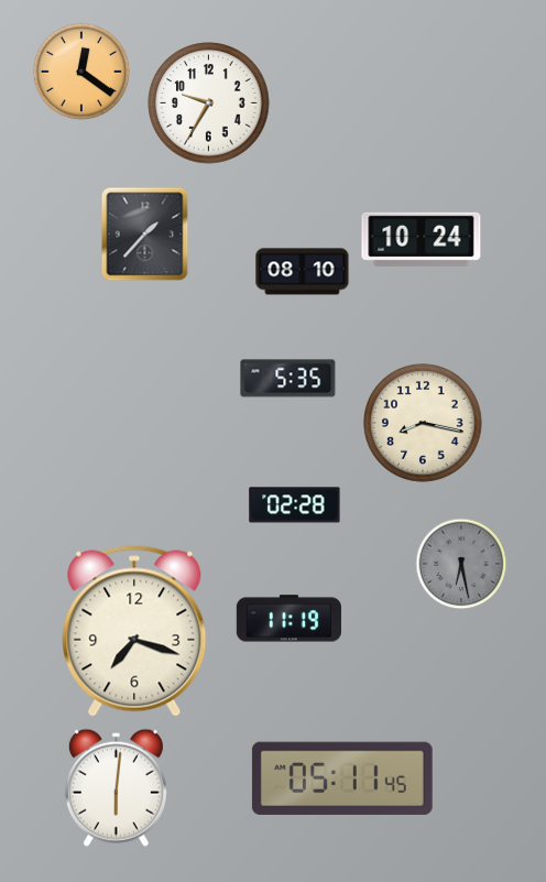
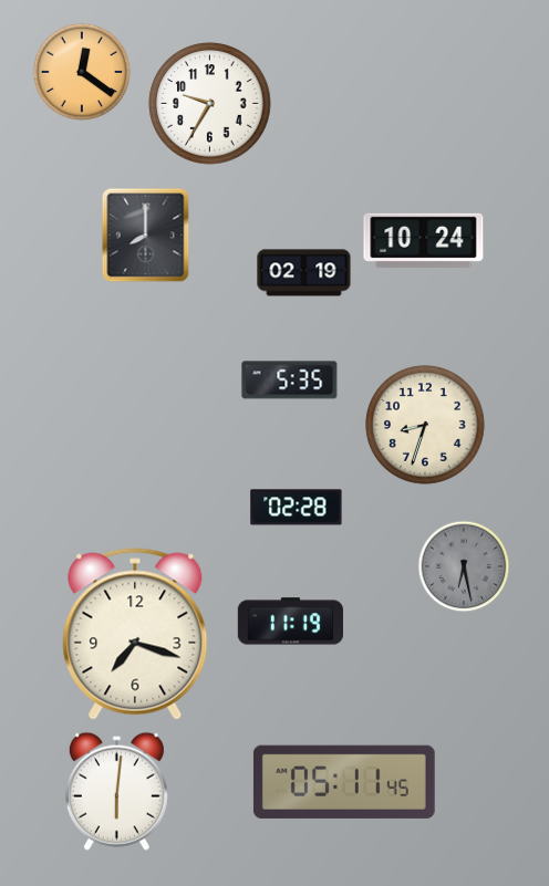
clock at (145, 235): 1:37 -> 8:00
clock at (303, 272): 08:10 -> 02:19
clock at (423, 423): 8:17 -> 8:33
